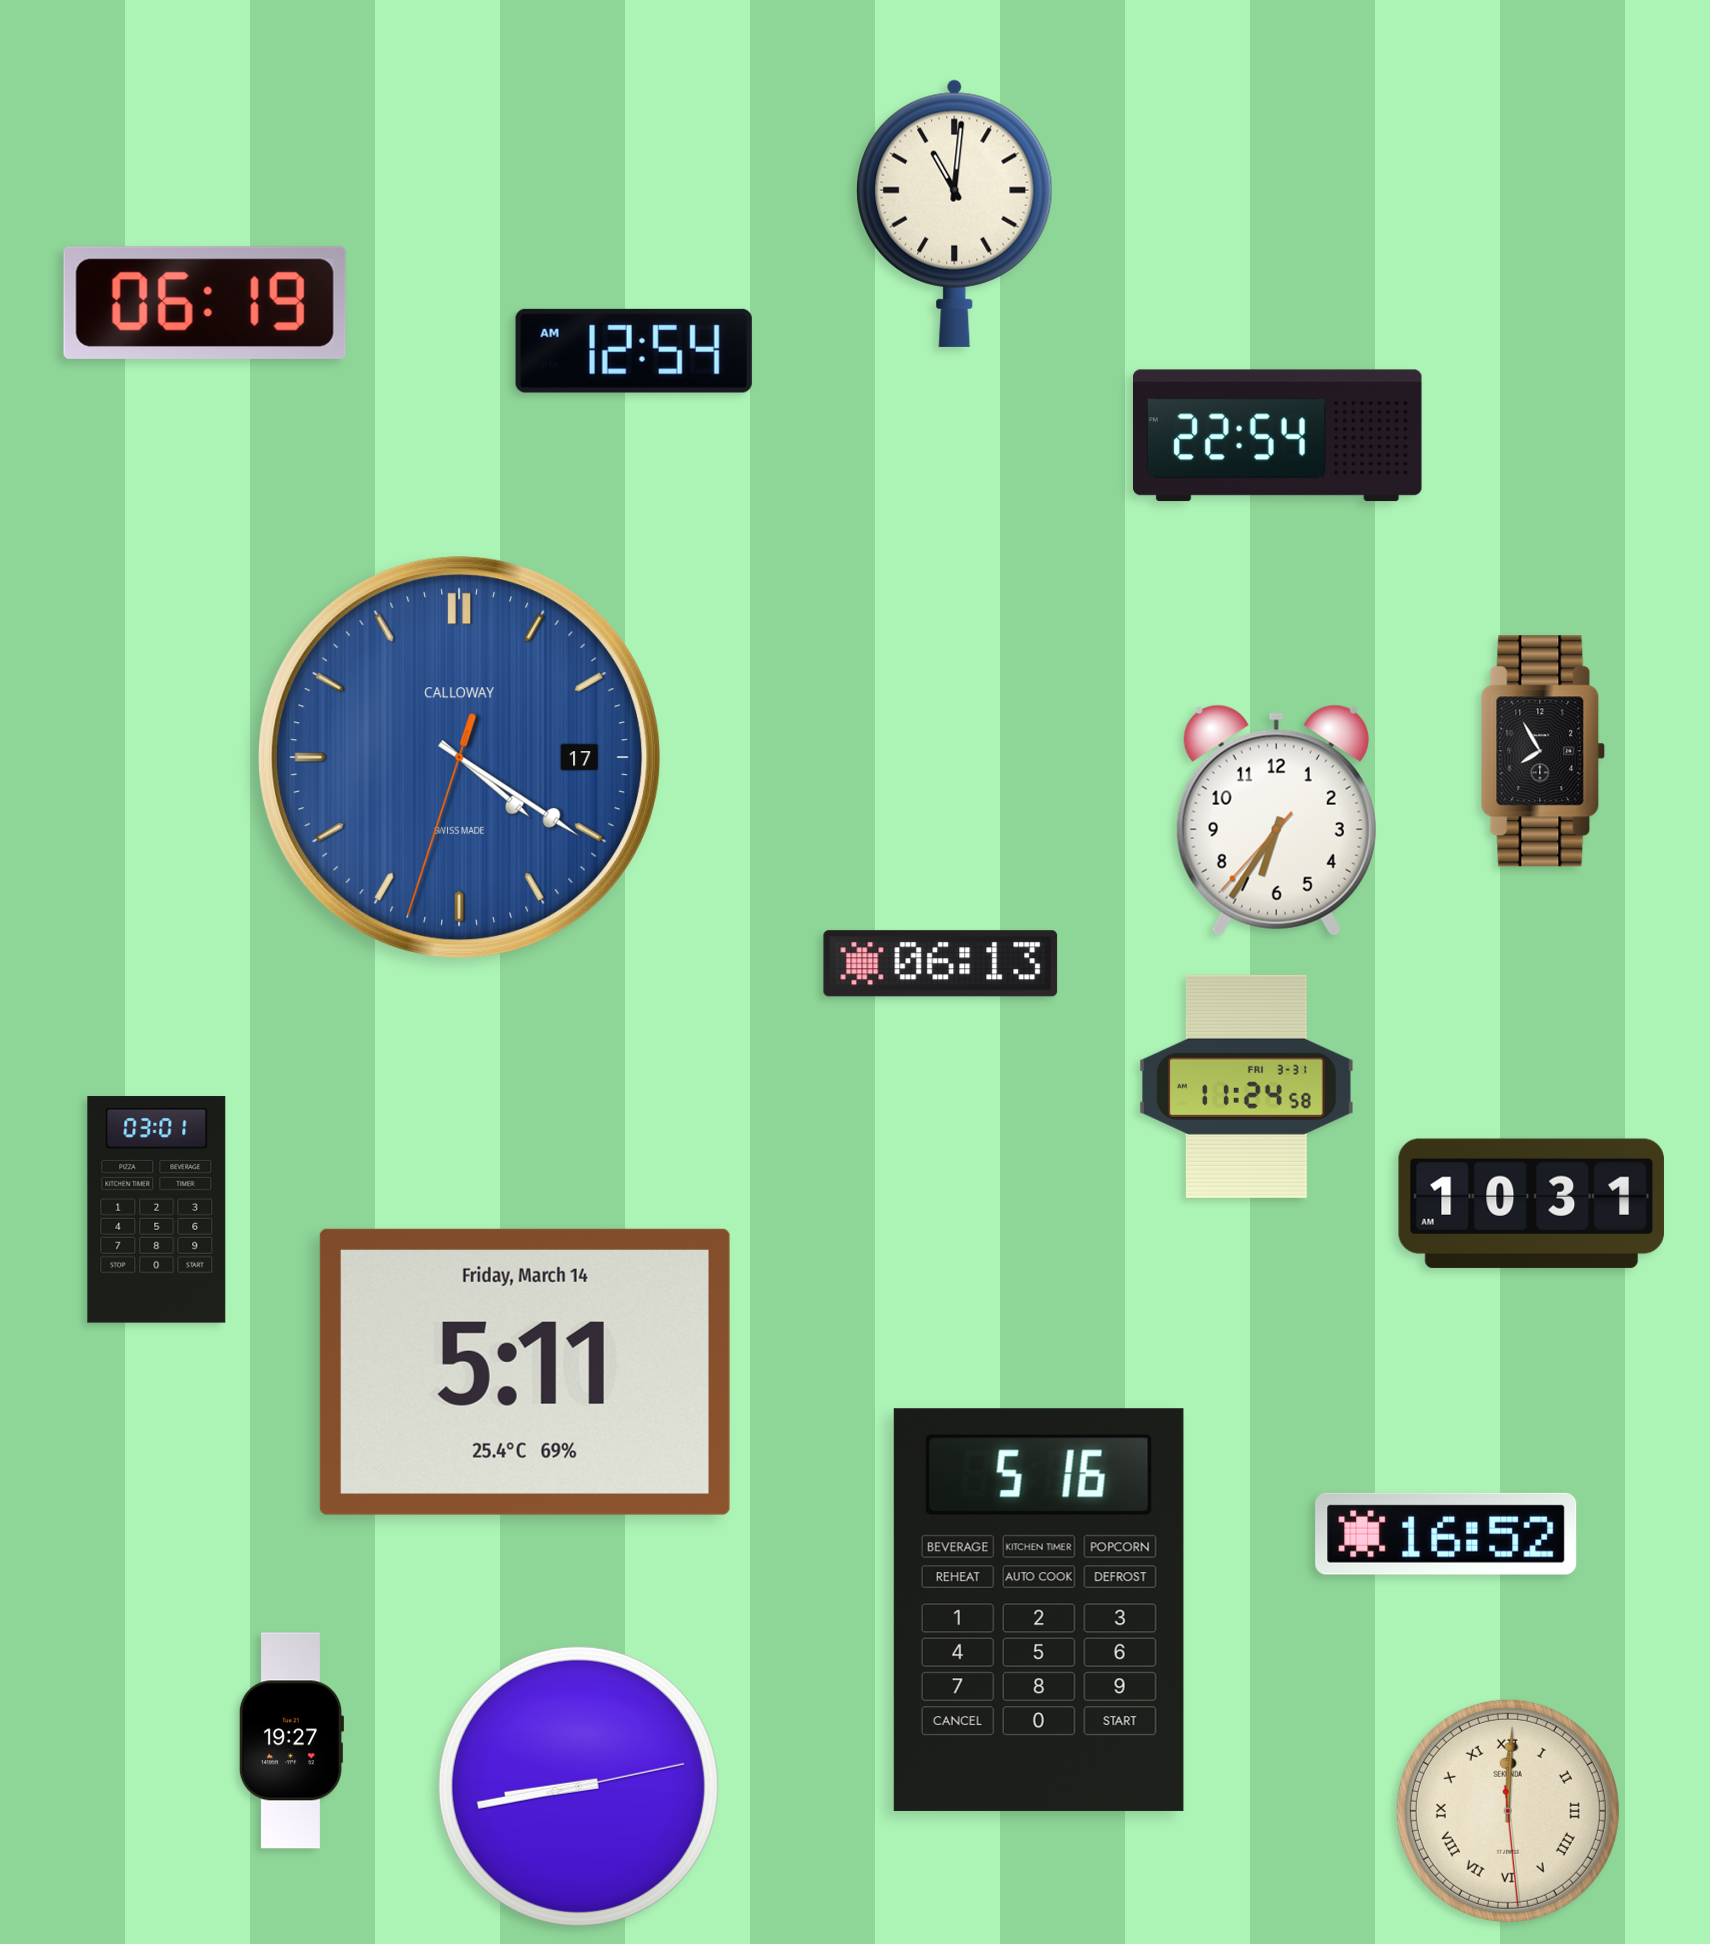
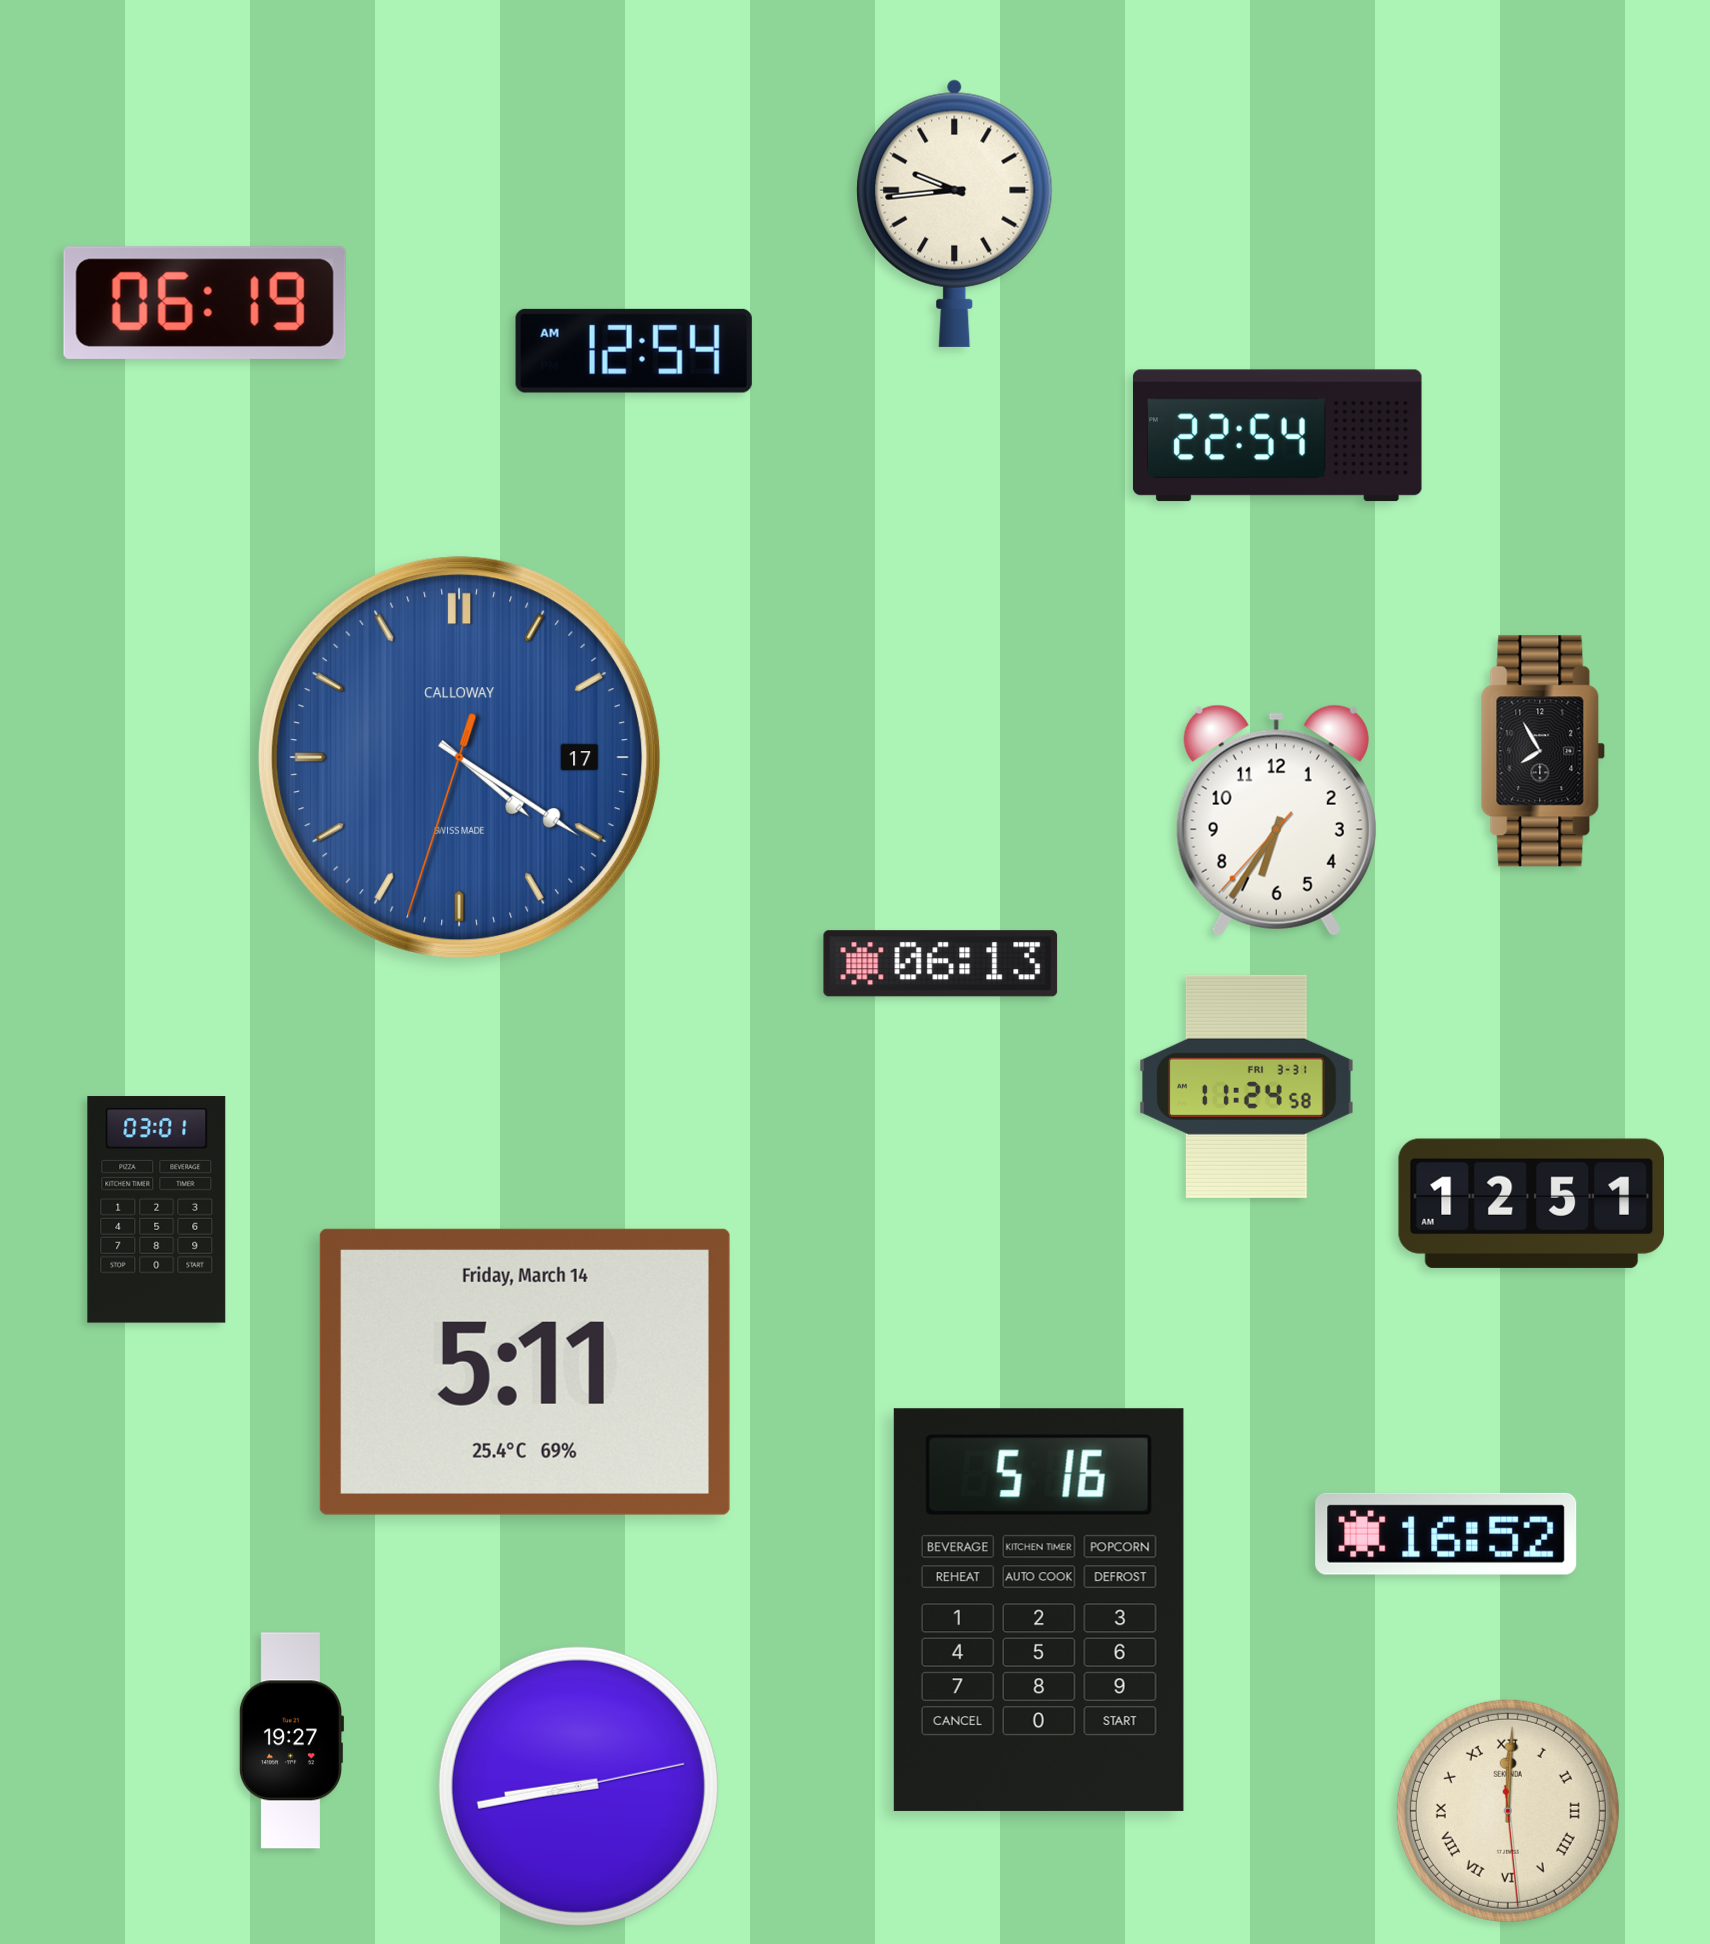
clock at (955, 213): 11:01 -> 9:44
clock at (1531, 1203): 10:31 -> 12:51
